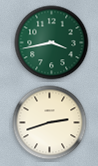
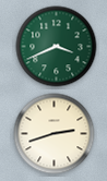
clock at (52, 43): 3:43 -> 3:41
